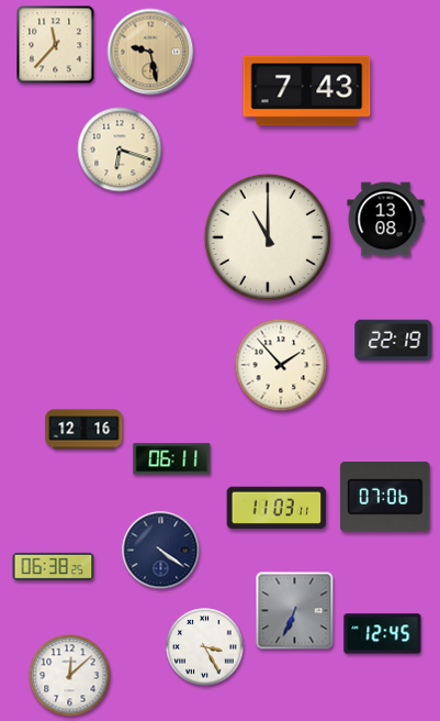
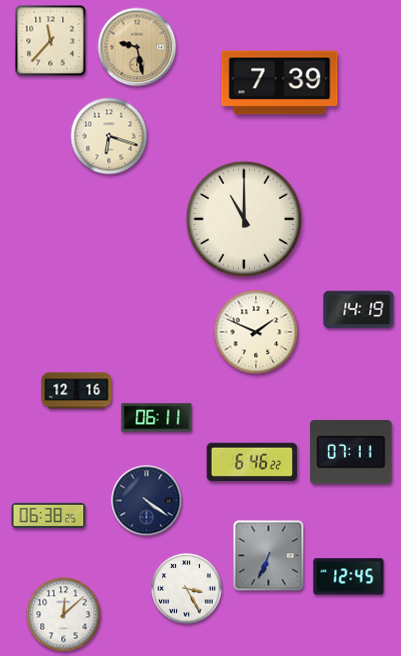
clock at (307, 91): 7:43 -> 7:39
clock at (386, 220): 13:08 -> none
clock at (268, 237) position: (268, 237) -> (244, 219)
clock at (394, 341): 22:19 -> 14:19
clock at (281, 365): 1:53 -> 1:49
clock at (385, 498): 07:06 -> 07:11
clock at (277, 508): 11:03 -> 6:46
